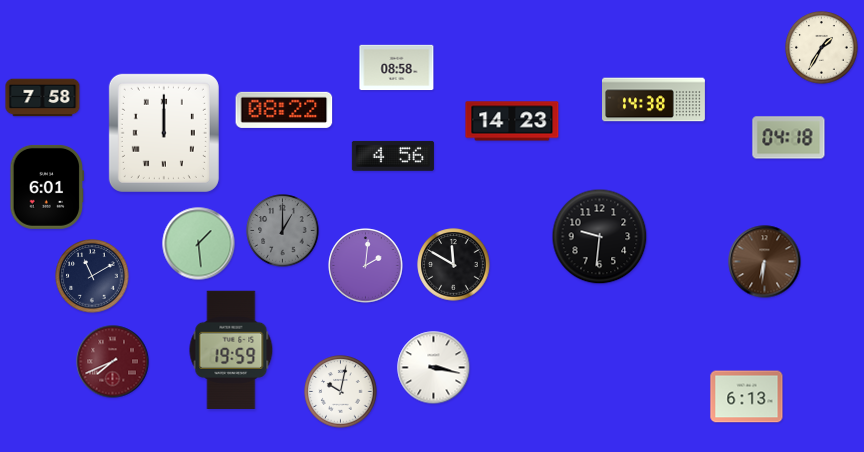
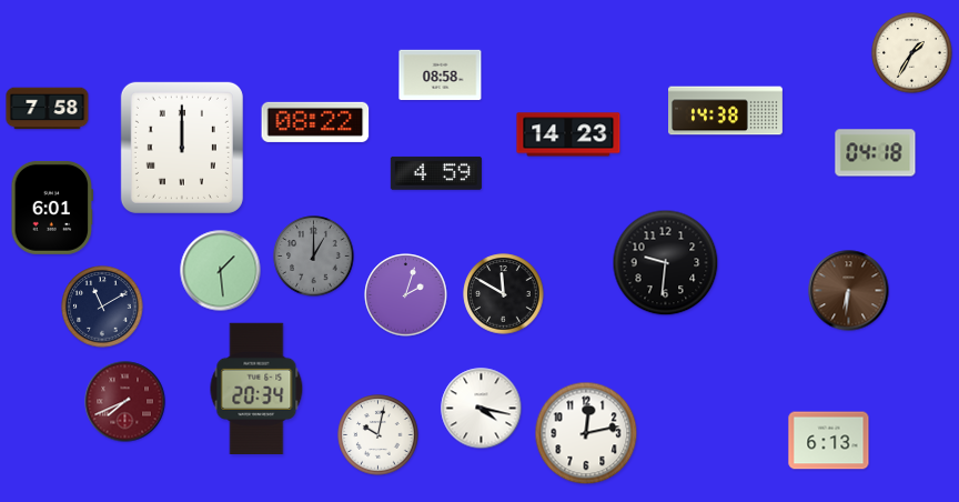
clock at (393, 156): 4:56 -> 4:59
clock at (366, 266): 2:01 -> 2:03
clock at (231, 350): 19:59 -> 20:34
clock at (434, 368): 3:17 -> 4:17
clock at (586, 433): none -> 12:13
